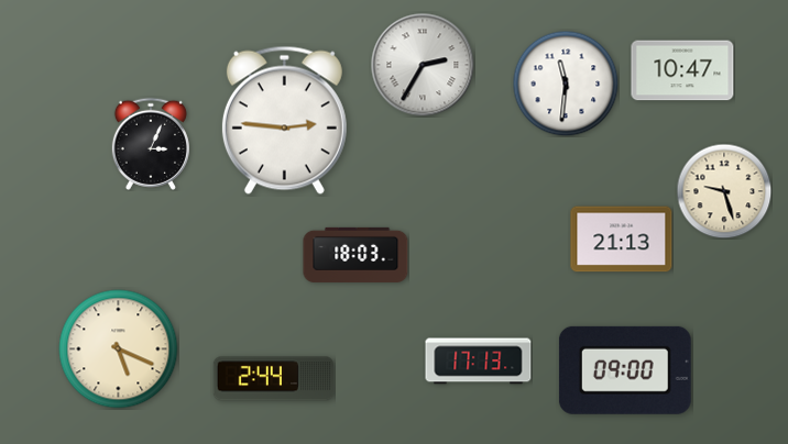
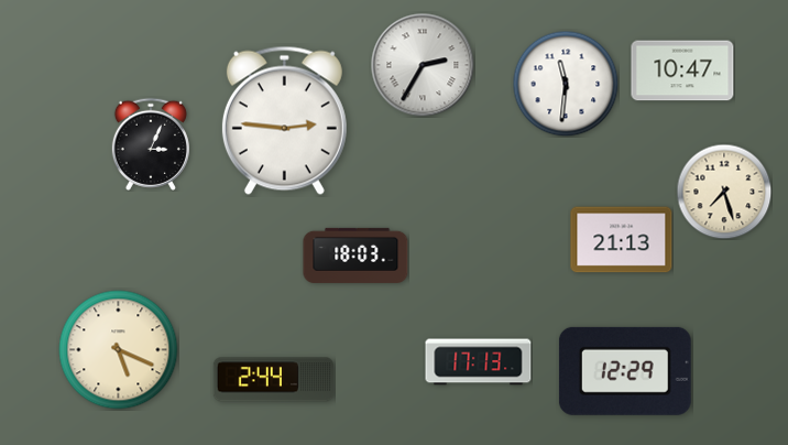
clock at (724, 191): 9:27 -> 7:27
clock at (625, 370): 09:00 -> 12:29
